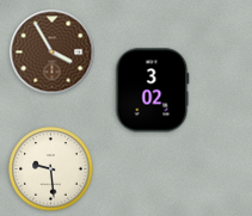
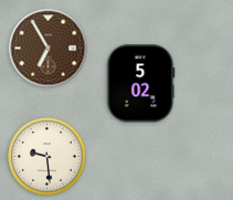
clock at (53, 53): 3:55 -> 6:55
clock at (153, 91): 3:02 -> 5:02
